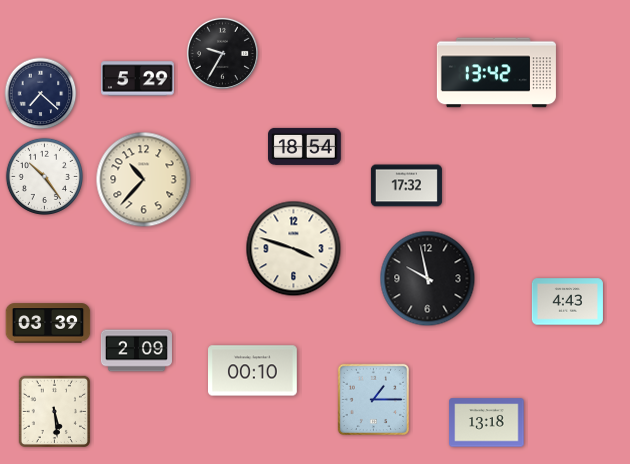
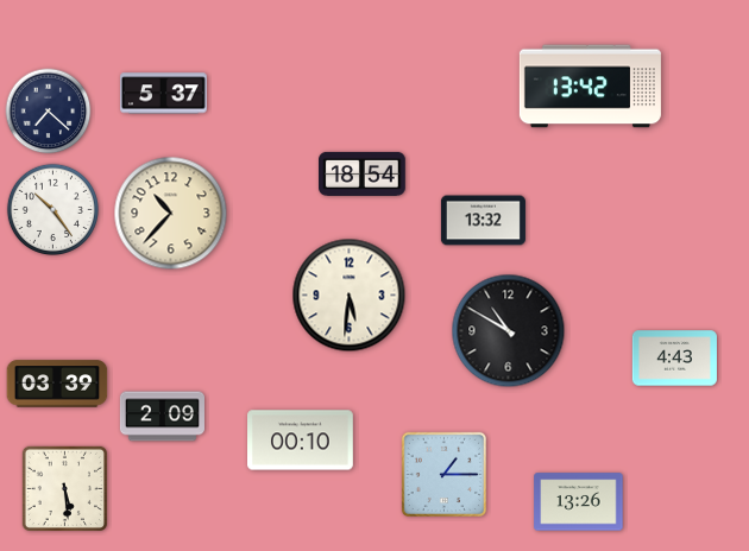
clock at (222, 53): 9:35 -> none
clock at (138, 79): 5:29 -> 5:37
clock at (406, 186): 17:32 -> 13:32
clock at (294, 249): 3:48 -> 5:31
clock at (428, 279): 9:58 -> 10:50
clock at (487, 423): 13:18 -> 13:26
